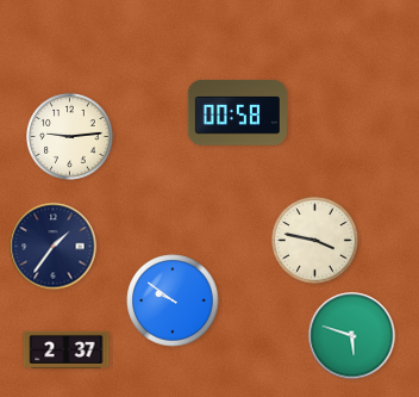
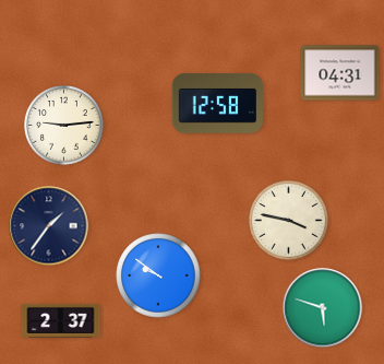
clock at (340, 73): none -> 04:31
clock at (237, 112): 00:58 -> 12:58
